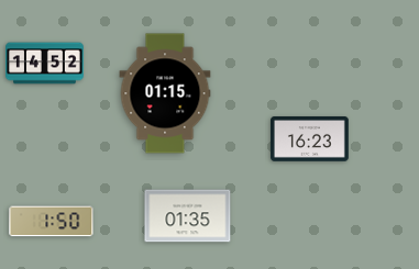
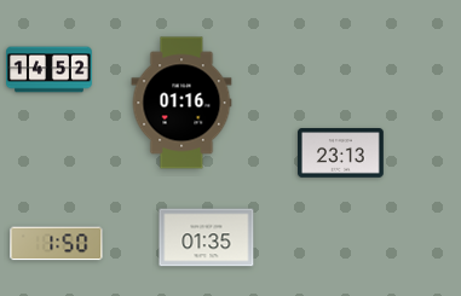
clock at (165, 93): 01:15 -> 01:16
clock at (310, 139): 16:23 -> 23:13
